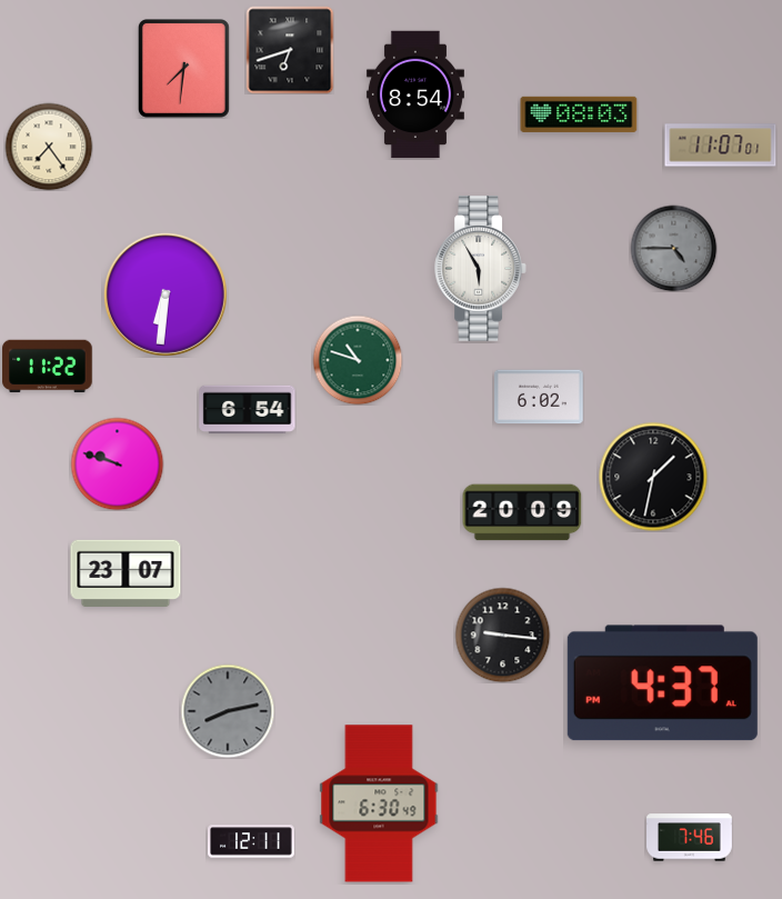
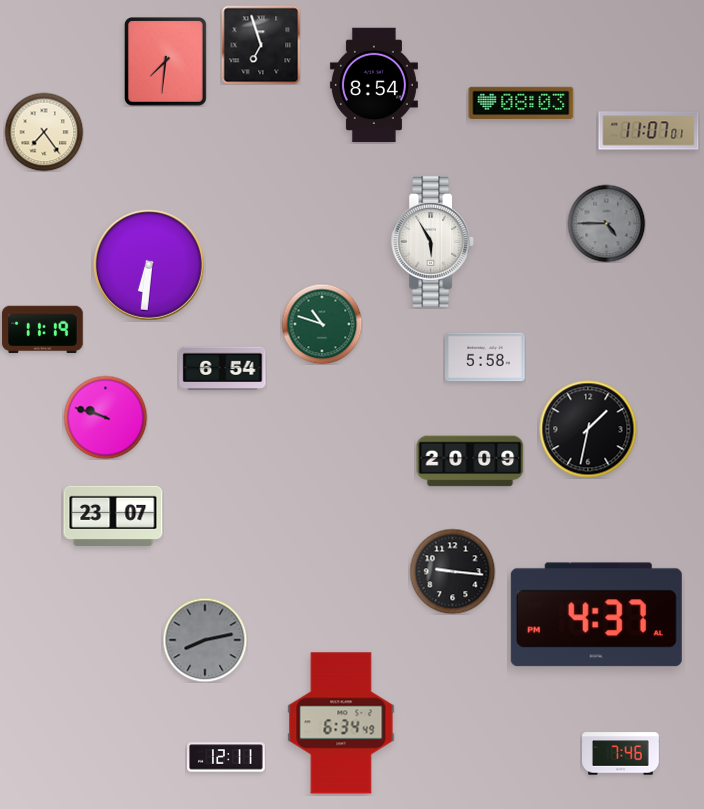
clock at (290, 50): 6:42 -> 6:57
clock at (48, 367): 11:22 -> 11:19
clock at (539, 397): 6:02 -> 5:58
clock at (379, 803): 6:30 -> 6:34
